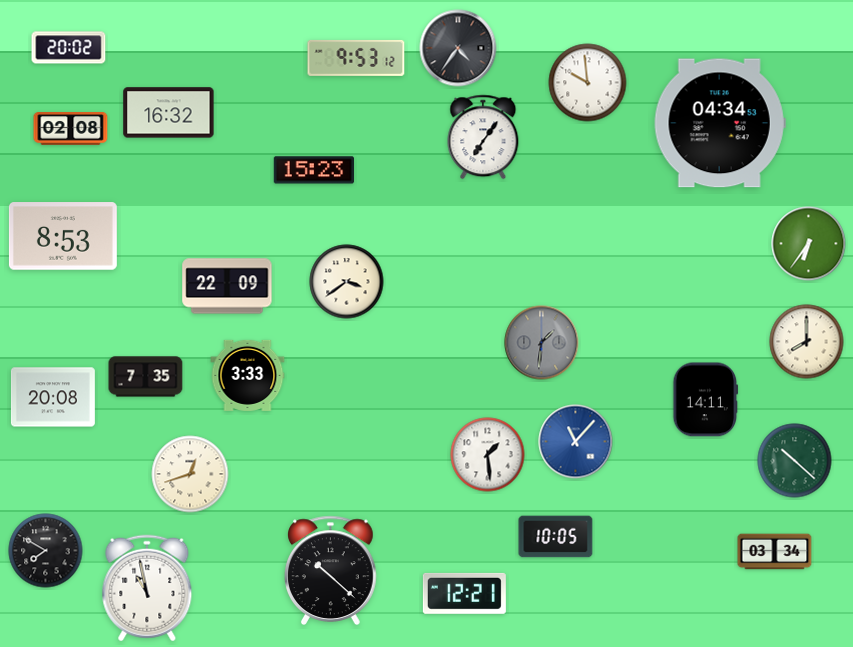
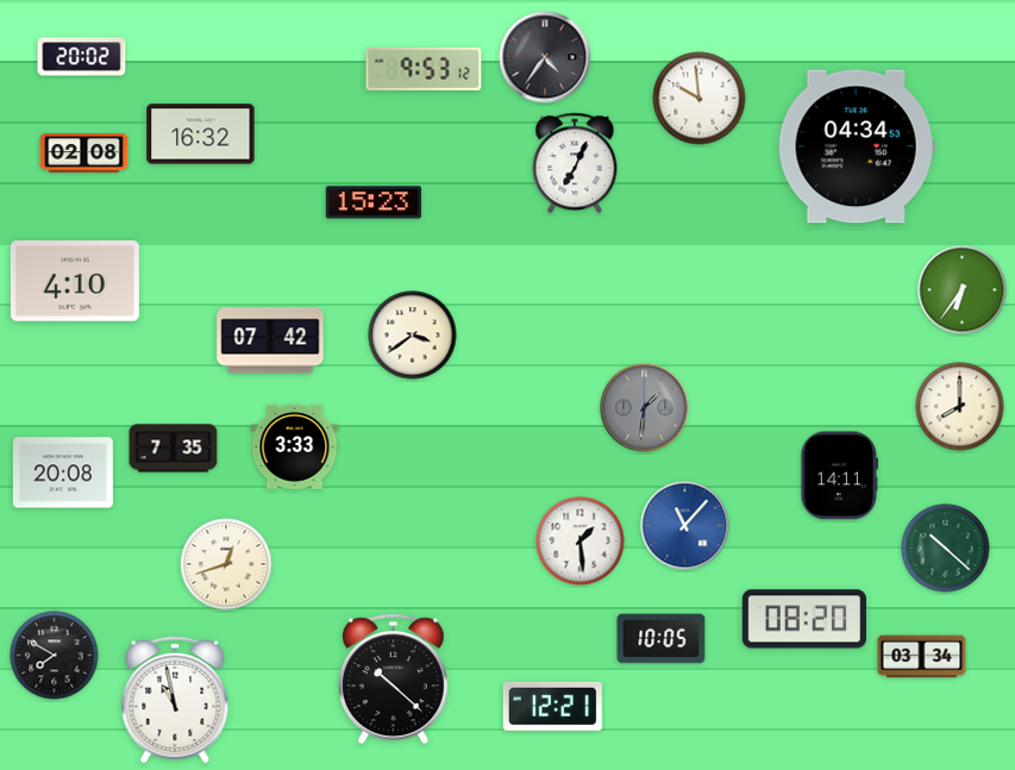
clock at (483, 137): 7:06 -> 7:04
clock at (63, 236): 8:53 -> 4:10
clock at (227, 286): 22:09 -> 07:42
clock at (804, 619): none -> 08:20
